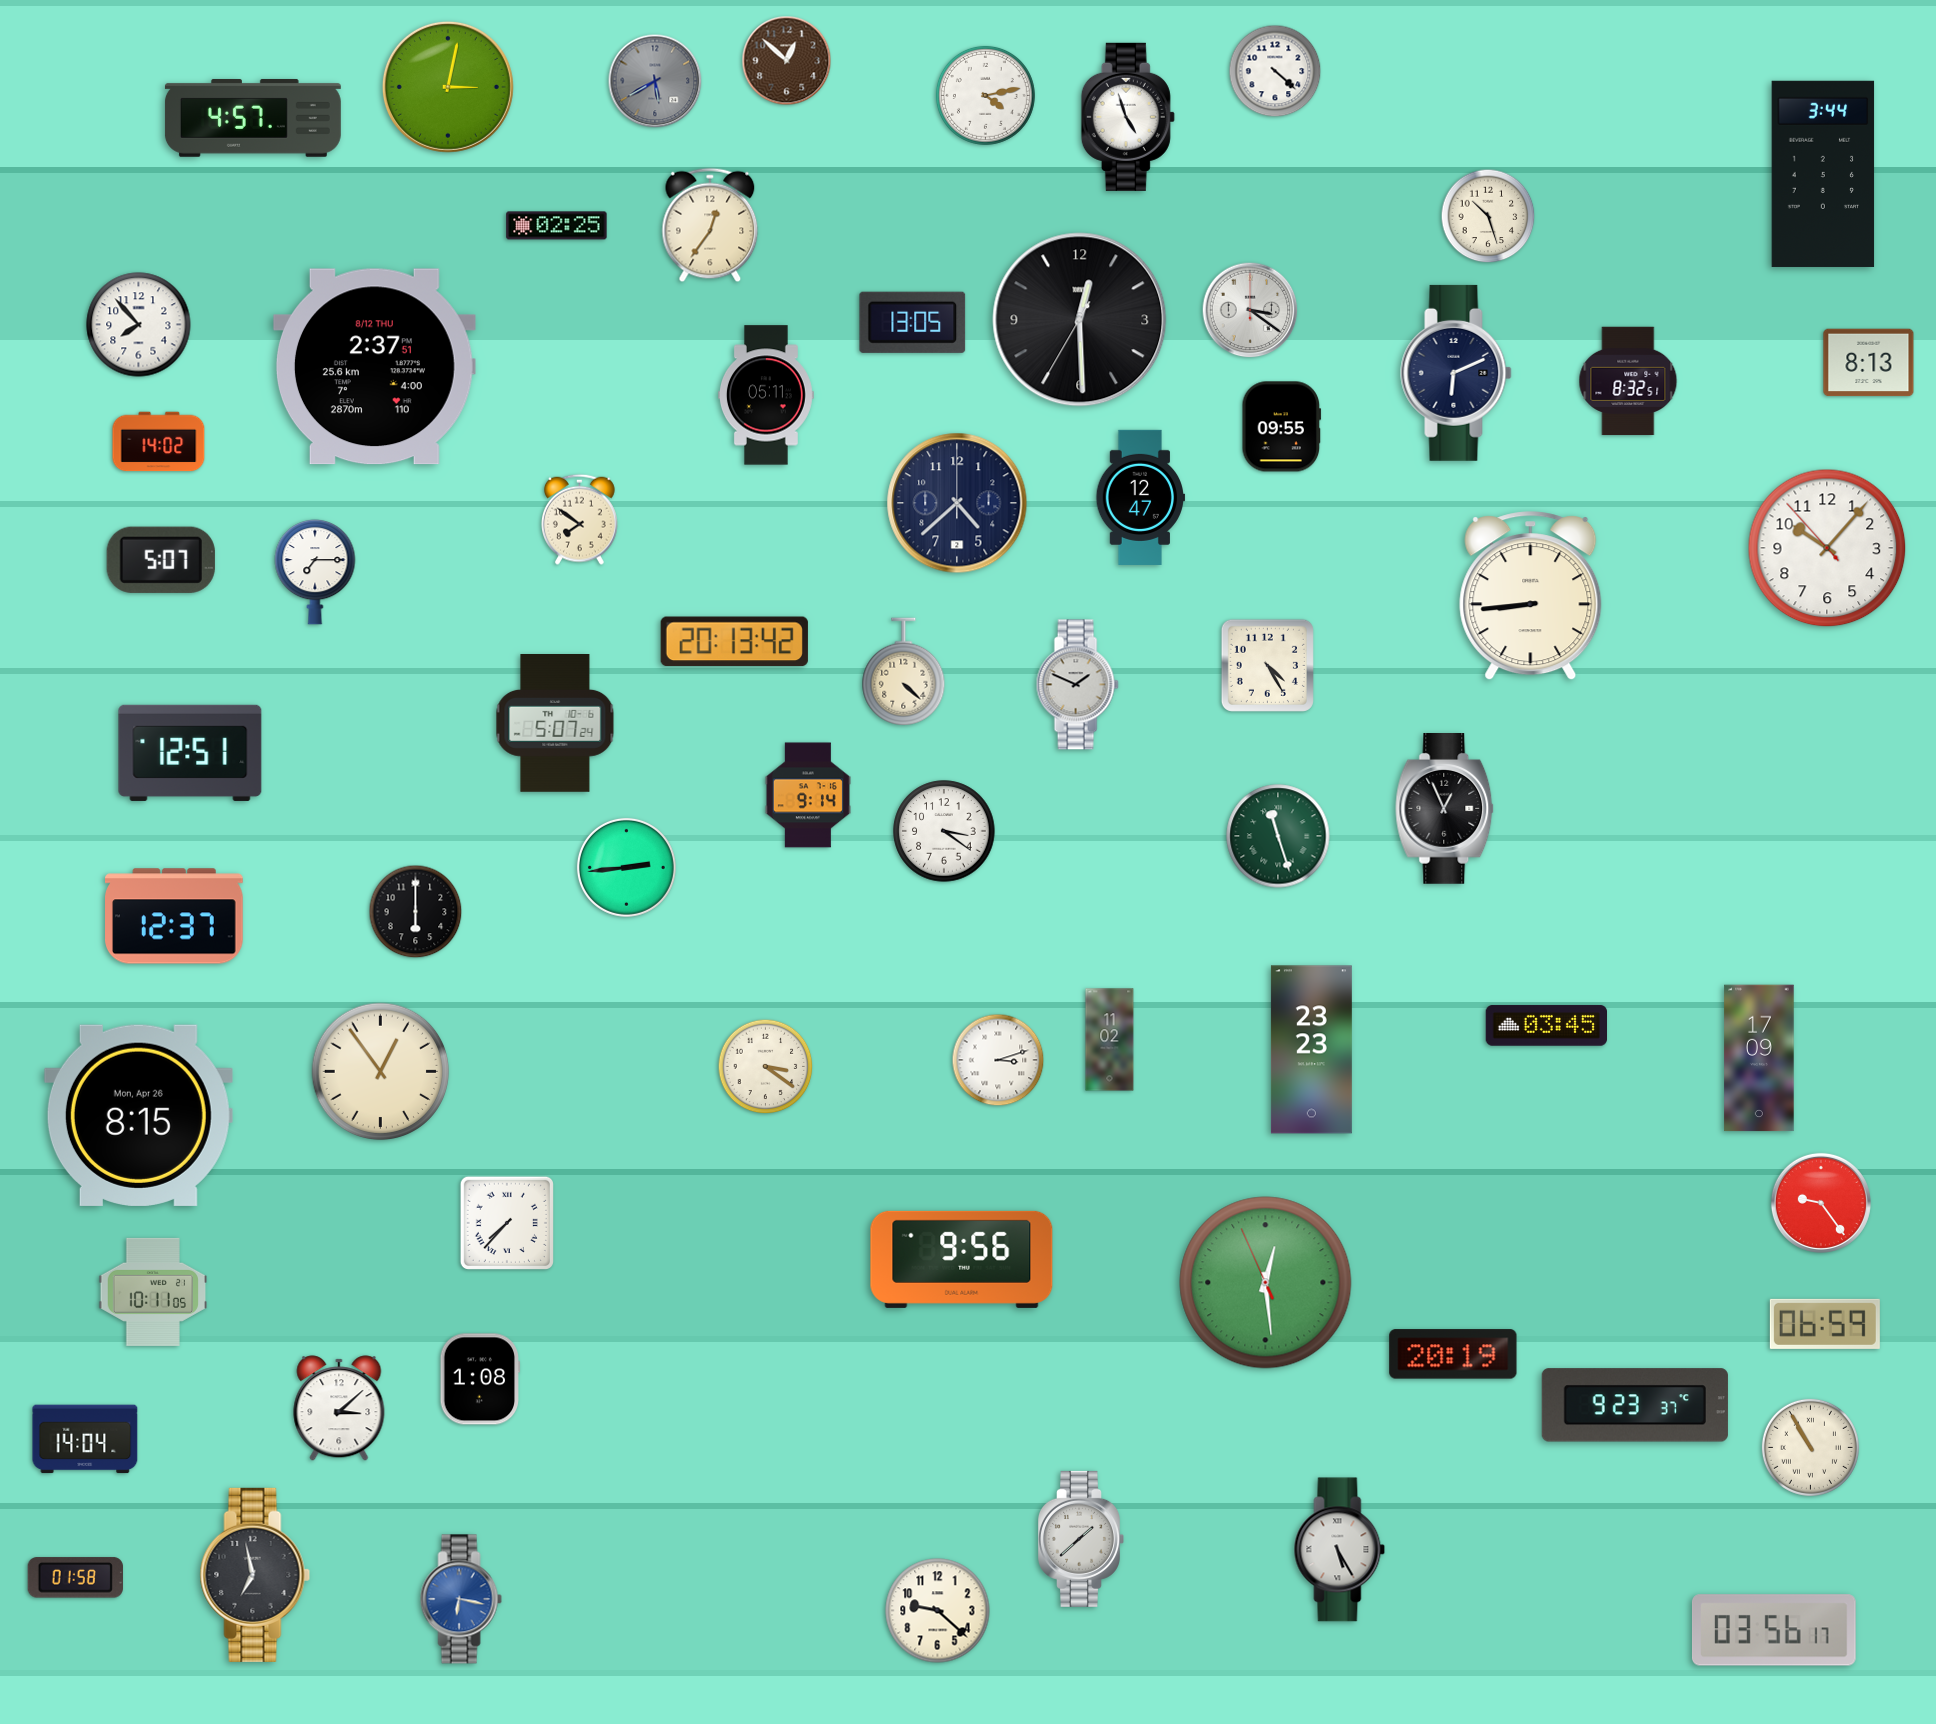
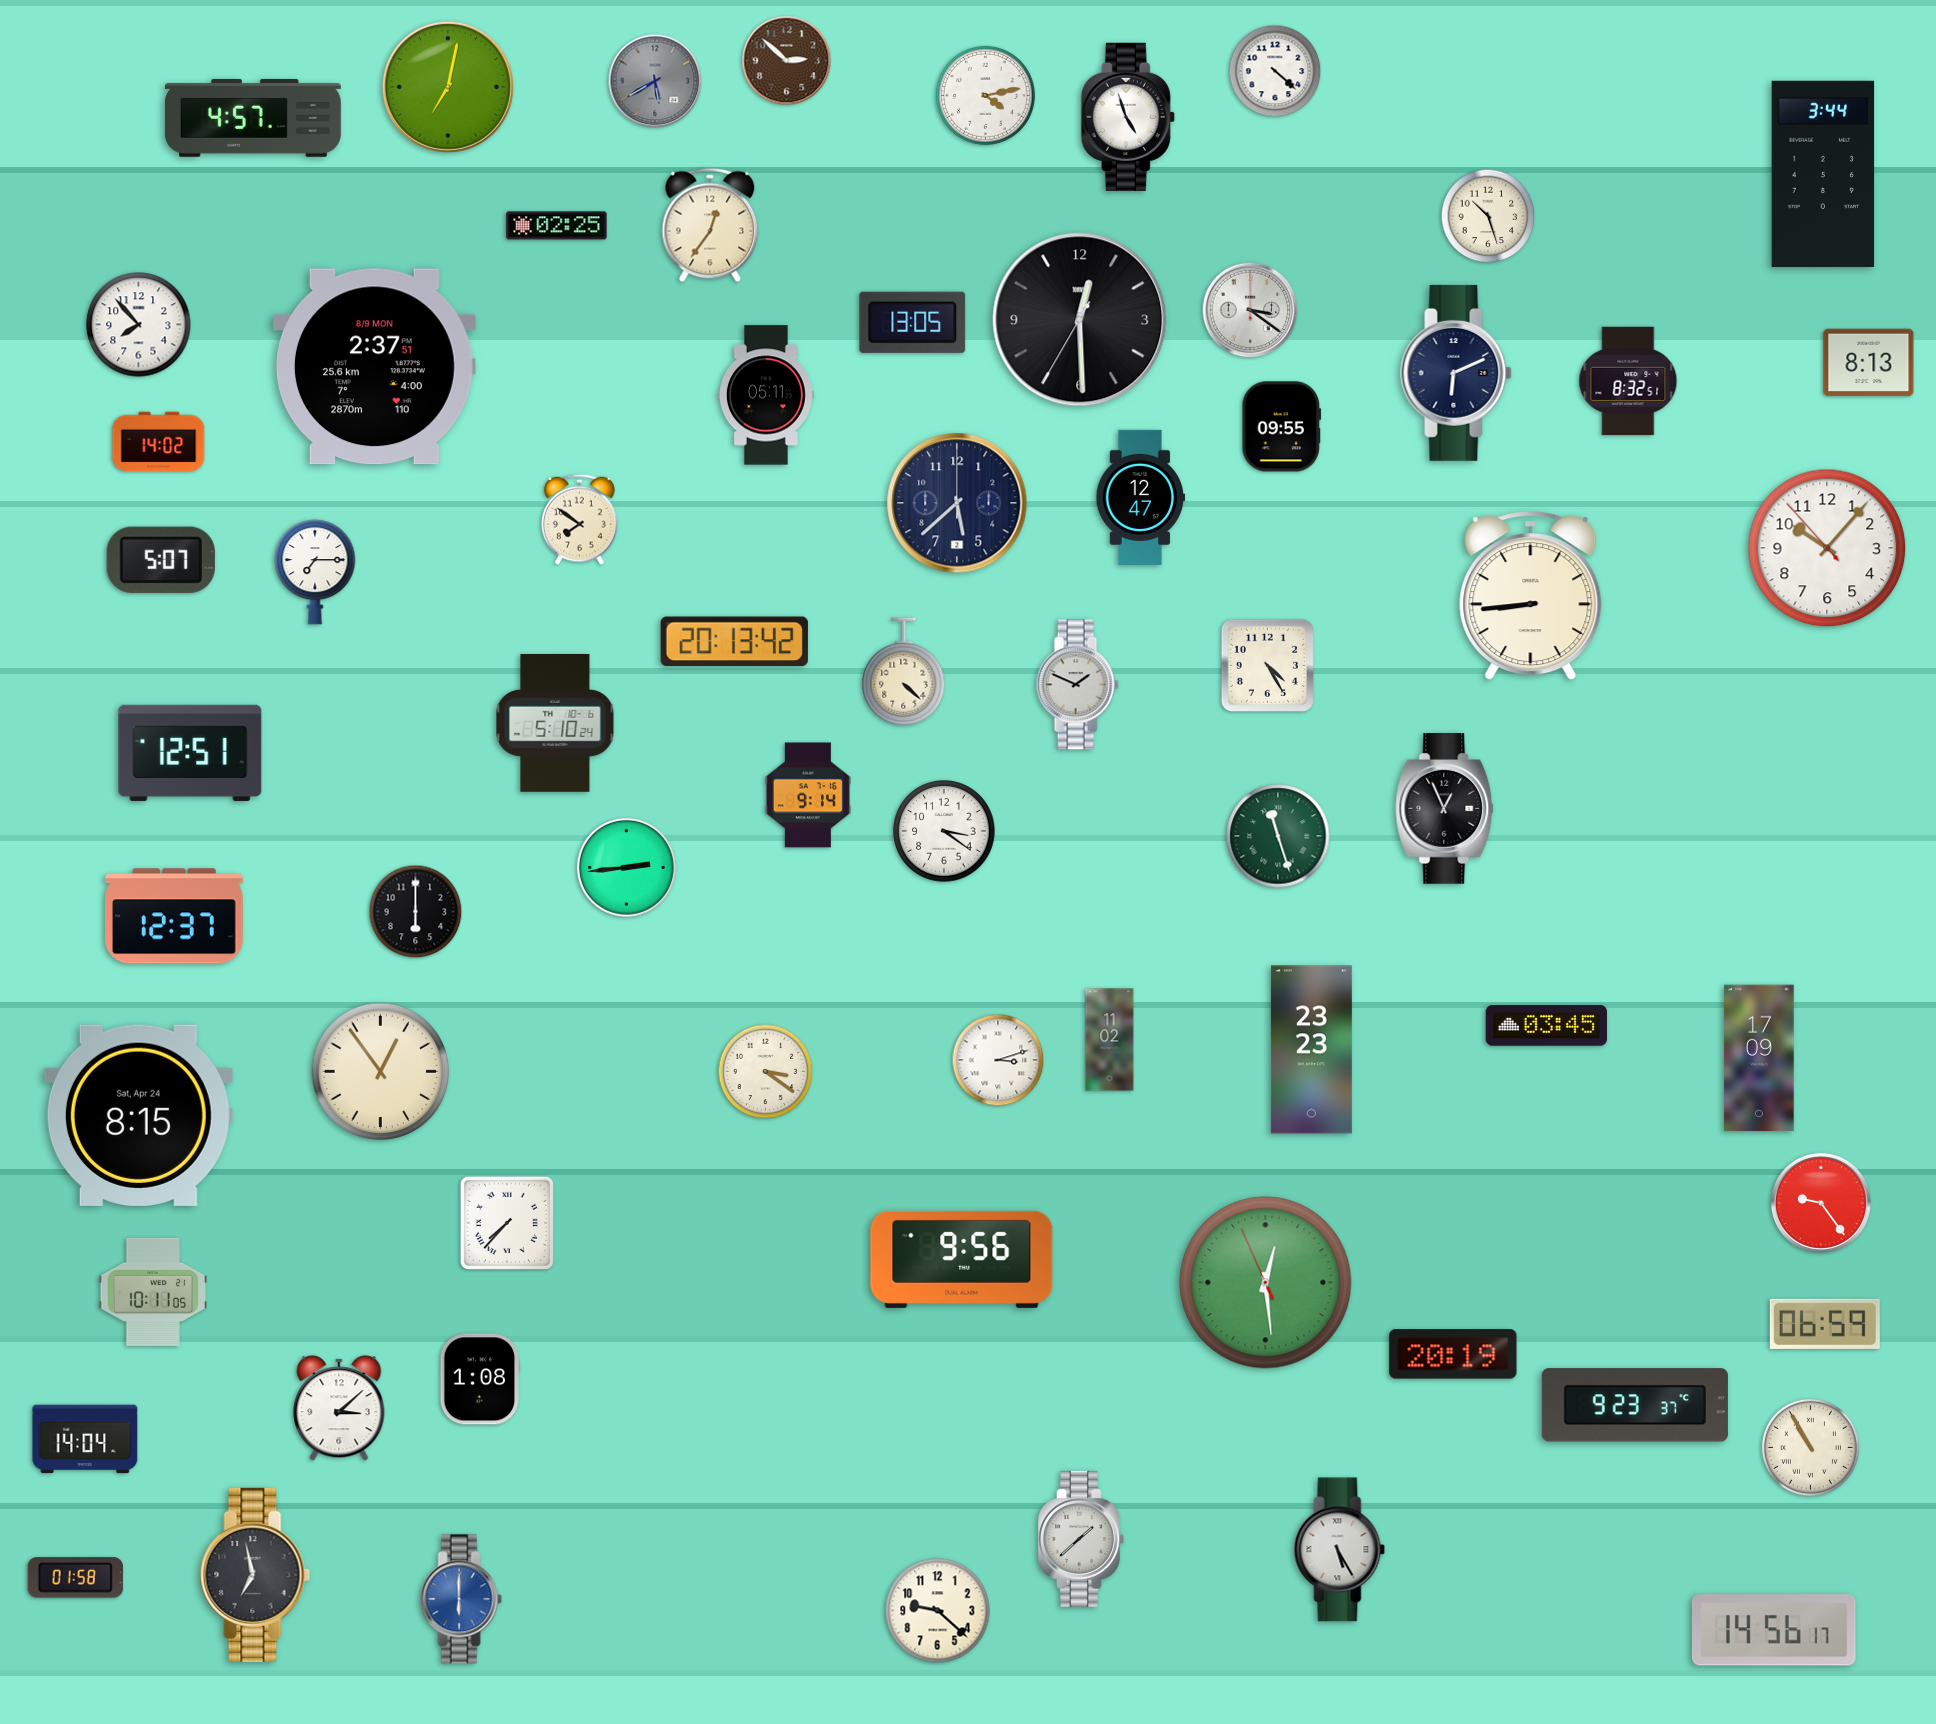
clock at (787, 61): 12:52 -> 2:52
clock at (448, 87): 3:02 -> 7:02
clock at (374, 367) date: 8/12 THU -> 8/9 MON
clock at (957, 503): 4:38 -> 5:38
clock at (555, 723): 5:07 -> 5:10
clock at (766, 1067) position: (766, 1067) -> (766, 1072)
clock at (138, 1115) date: Mon, Apr 26 -> Sat, Apr 24
clock at (461, 1599): 6:17 -> 6:00
clock at (1774, 1630): 03:56 -> 14:56
